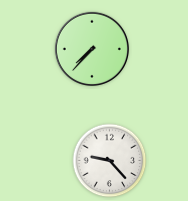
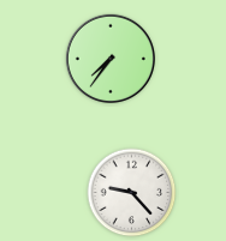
clock at (92, 49): 7:37 -> 7:36
